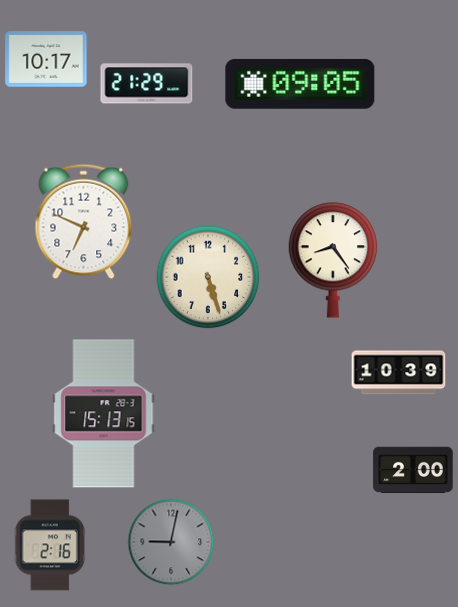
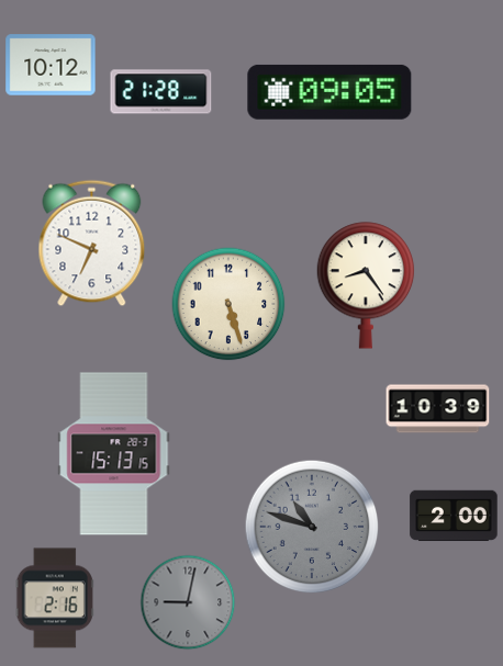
clock at (46, 59): 10:17 -> 10:12
clock at (147, 84): 21:29 -> 21:28
clock at (312, 527): none -> 10:48
clock at (171, 542) position: (171, 542) -> (188, 602)
